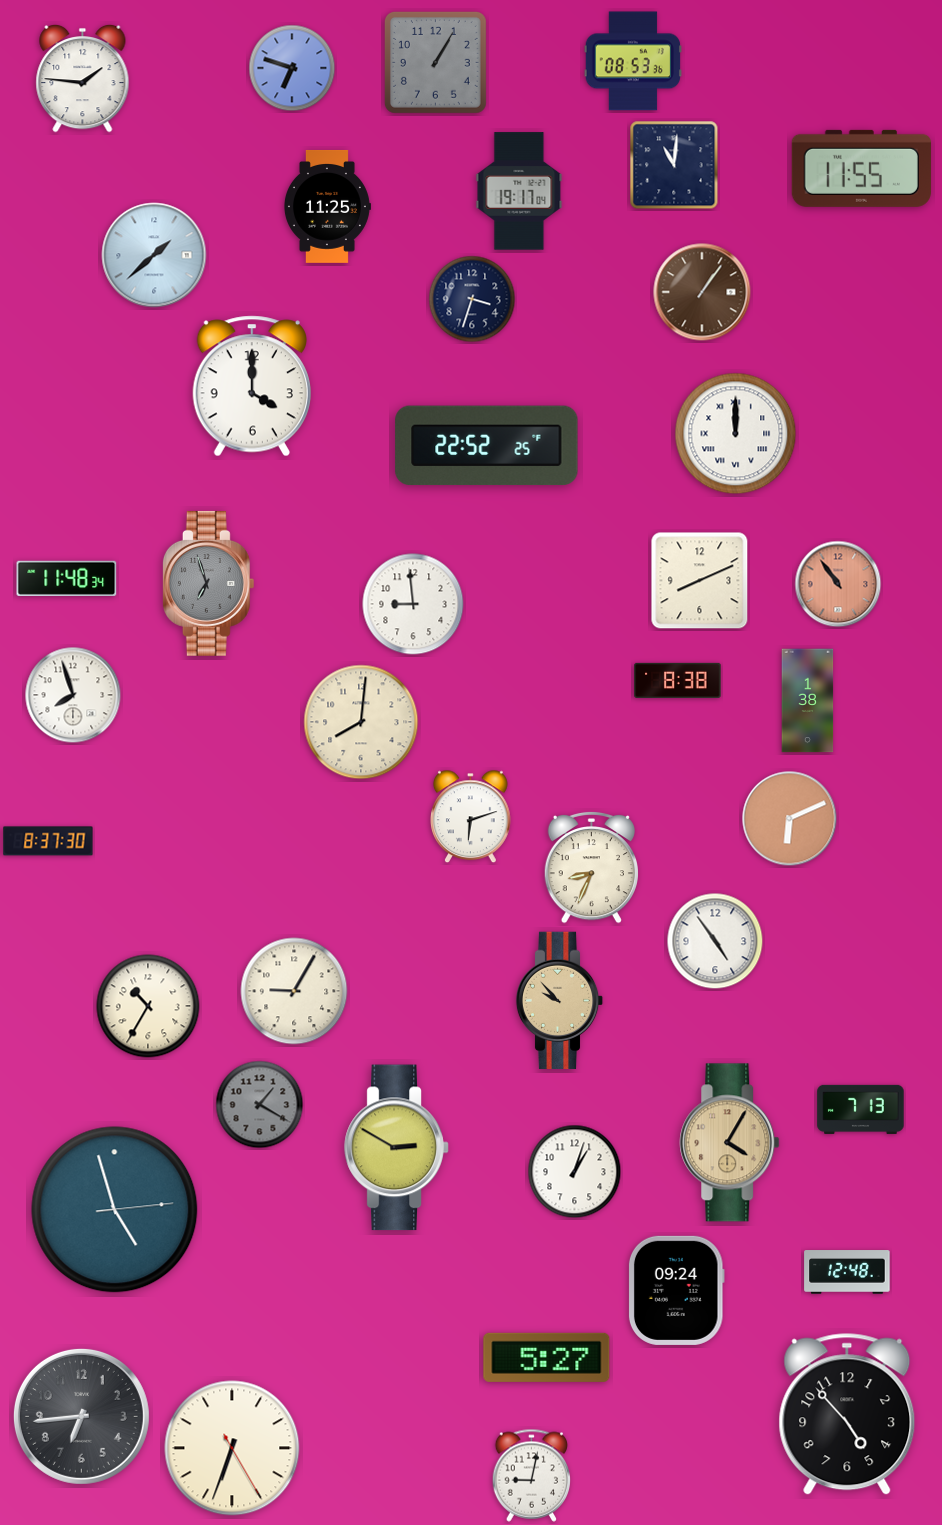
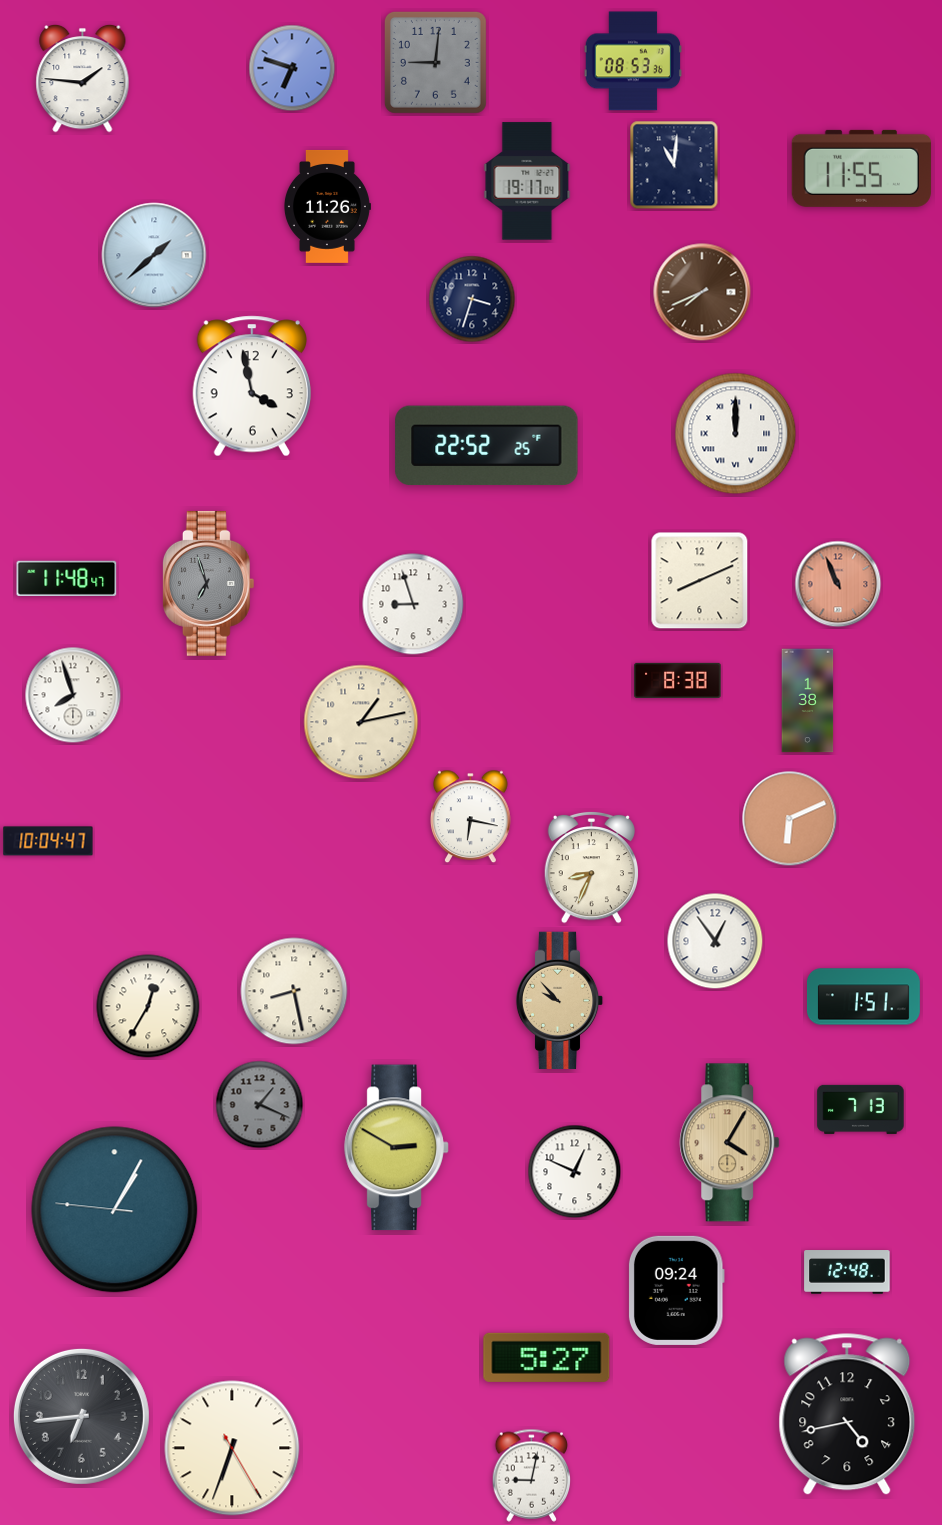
clock at (435, 62): 1:05 -> 9:01
clock at (519, 191) position: (519, 191) -> (527, 181)
clock at (327, 206): 11:25 -> 11:26
clock at (702, 292): 1:06 -> 7:41
clock at (251, 386): 4:00 -> 3:58
clock at (67, 578): 11:48:34 -> 11:48:47
clock at (838, 584): 10:54 -> 10:56
clock at (413, 604): 8:59 -> 8:57
clock at (361, 722): 8:01 -> 1:13
clock at (471, 817): 6:12 -> 6:17
clock at (48, 841): 8:37 -> 10:04
clock at (715, 941): 4:54 -> 12:54
clock at (294, 991): 9:05 -> 8:28
clock at (863, 997): none -> 1:51
clock at (148, 1006): 10:35 -> 12:35
clock at (260, 1105): 1:20 -> 1:19
clock at (575, 1172): 1:03 -> 12:49
clock at (115, 1210): 4:57 -> 1:04
clock at (847, 1414): 4:53 -> 4:43
